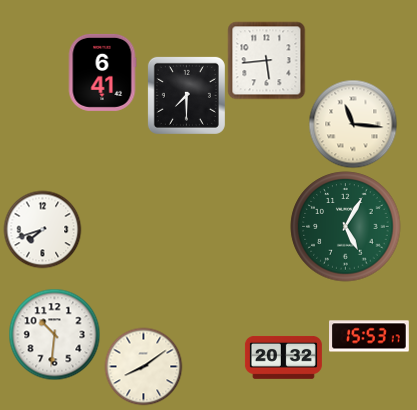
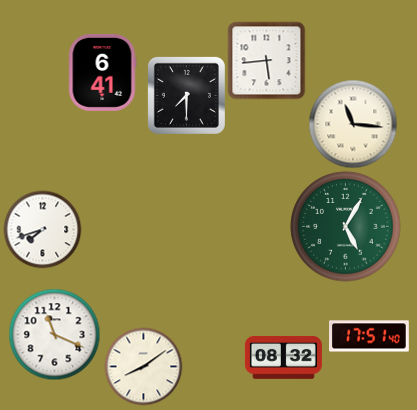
clock at (54, 334): 10:31 -> 11:19
clock at (370, 336): 15:53 -> 17:51
clock at (283, 357): 20:32 -> 08:32
